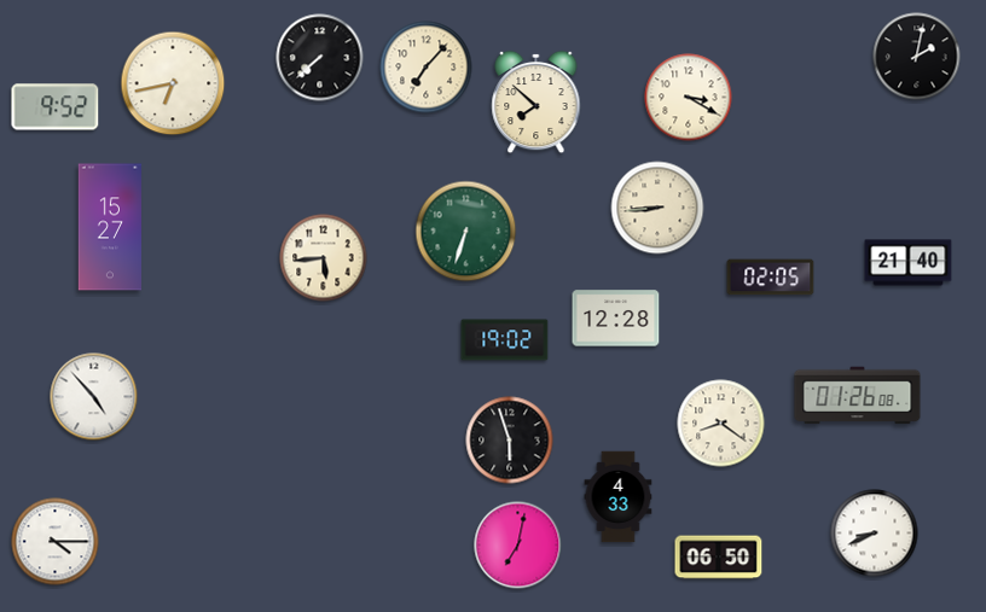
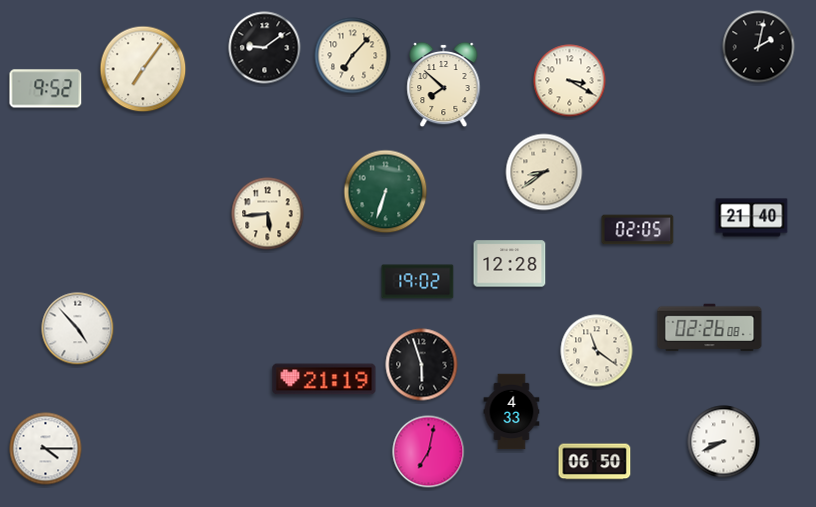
clock at (320, 58): 7:38 -> 9:09
clock at (173, 83): 6:43 -> 7:06
clock at (657, 208): 8:44 -> 8:39
clock at (110, 227): 15:27 -> none
clock at (858, 396): 01:26 -> 02:26
clock at (721, 424): 8:21 -> 11:21
clock at (324, 379): none -> 21:19
